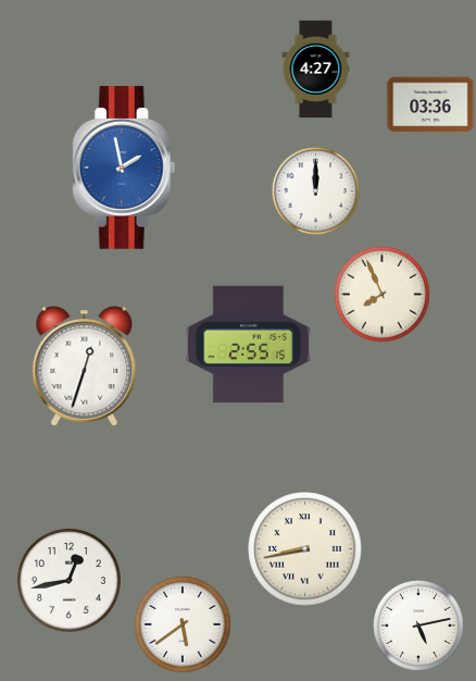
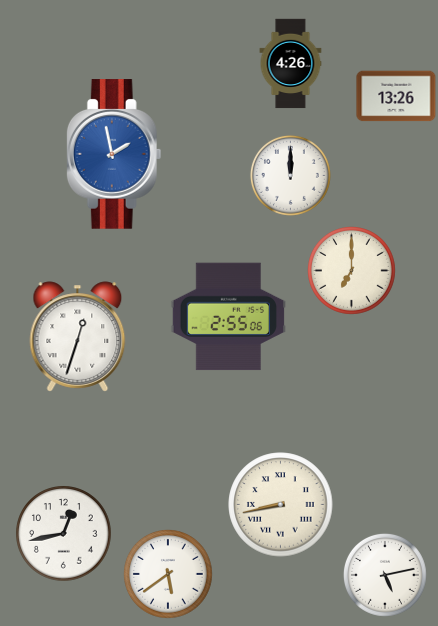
clock at (316, 70): 4:27 -> 4:26
clock at (430, 104): 03:36 -> 13:26
clock at (383, 295): 7:56 -> 7:00
clock at (248, 345): 2:55:15 -> 2:55:06
